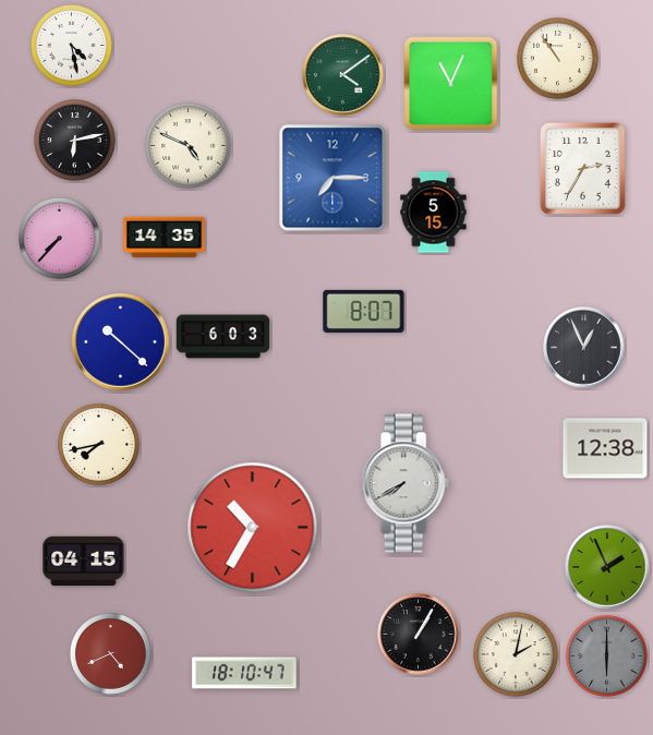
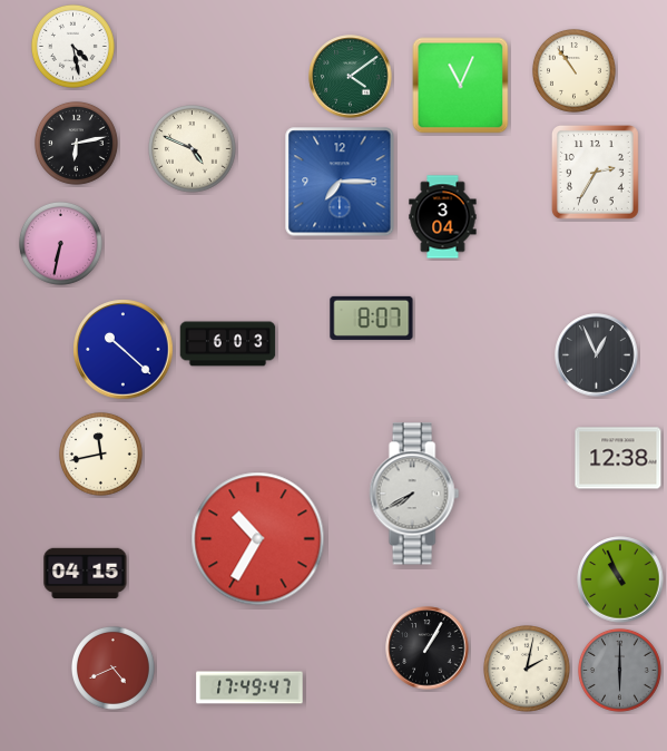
clock at (557, 58) position: (557, 58) -> (573, 70)
clock at (434, 213): 5:15 -> 3:04
clock at (59, 238): 7:37 -> 6:32
clock at (165, 238): 14:35 -> none
clock at (98, 444): 7:43 -> 11:43
clock at (607, 567): 1:56 -> 10:56
clock at (244, 673): 18:10 -> 17:49
